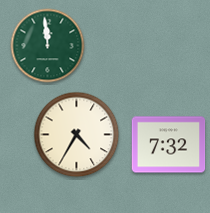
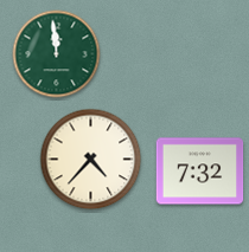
clock at (77, 135): 4:35 -> 4:37
